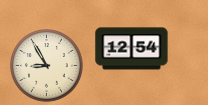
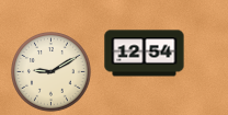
clock at (47, 66): 8:55 -> 9:10
